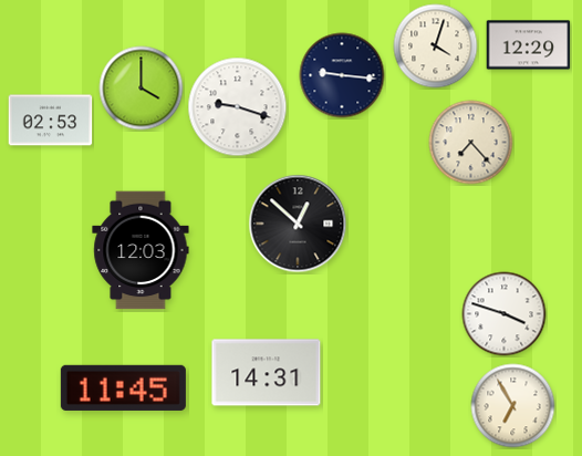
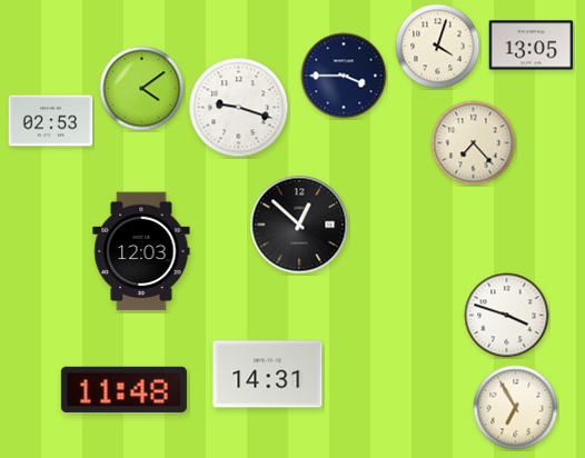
clock at (529, 45): 12:29 -> 13:05
clock at (342, 75): 9:16 -> 3:45
clock at (142, 89): 4:00 -> 4:09
clock at (123, 387): 11:45 -> 11:48
